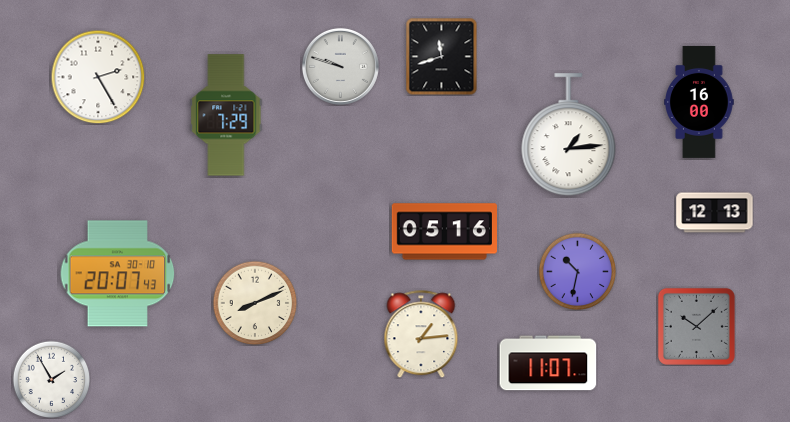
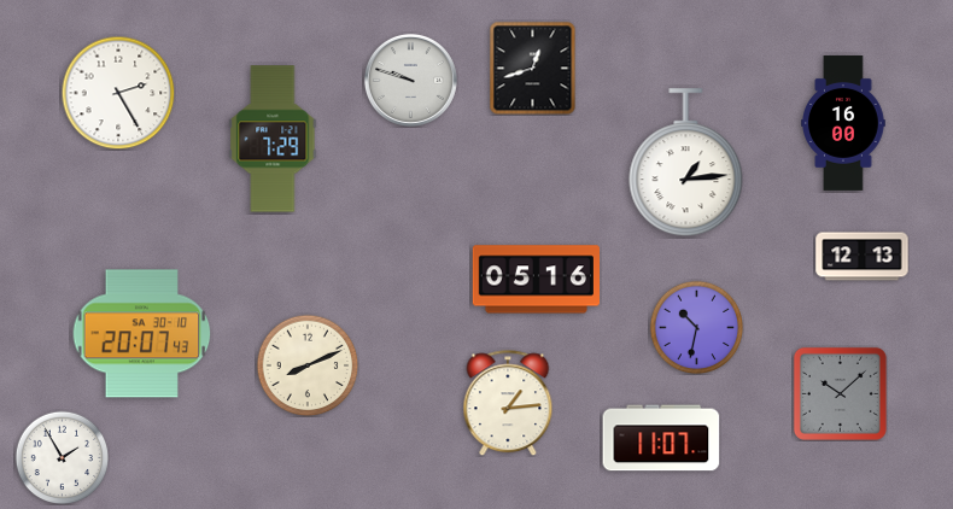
clock at (442, 56): 11:42 -> 12:42
clock at (118, 274) position: (118, 274) -> (142, 334)
